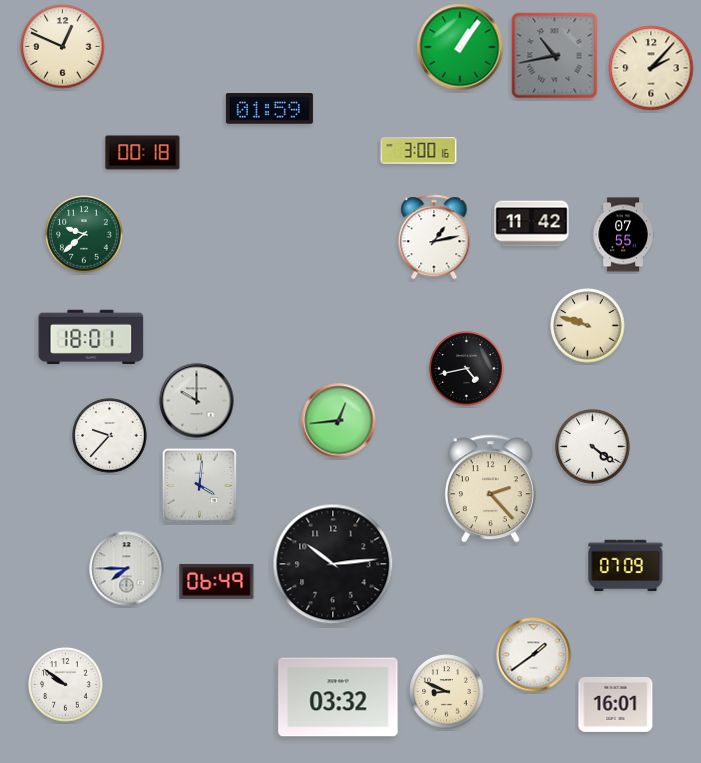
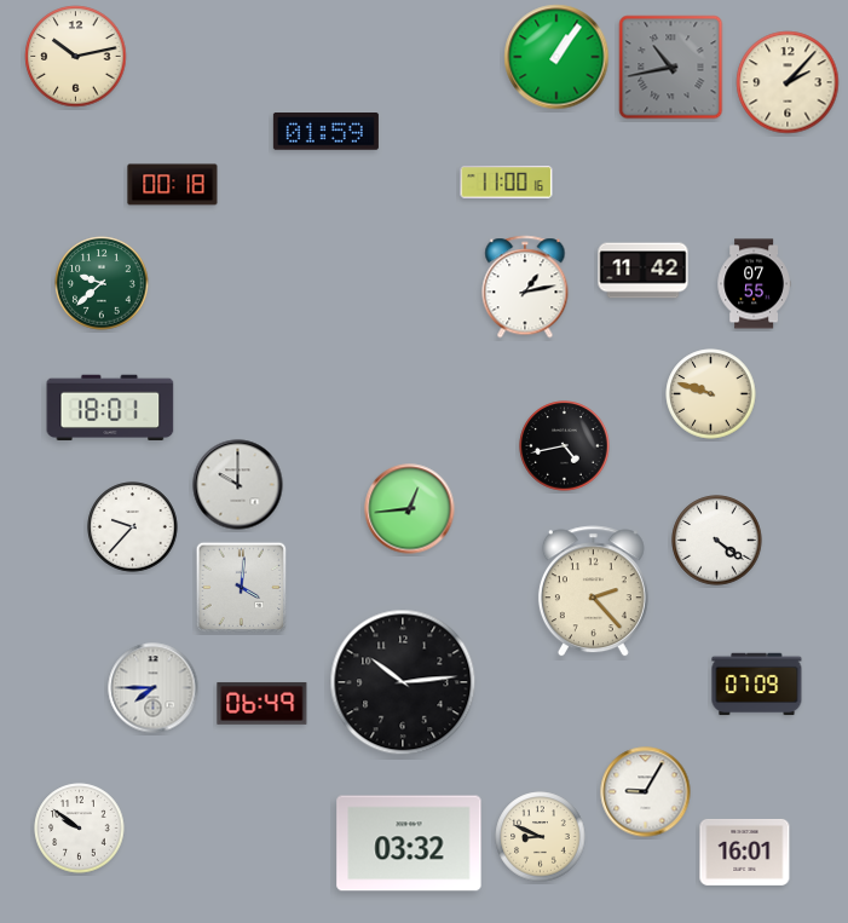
clock at (63, 47): 12:49 -> 10:13
clock at (419, 151): 3:00 -> 11:00
clock at (534, 655): 1:39 -> 9:05
